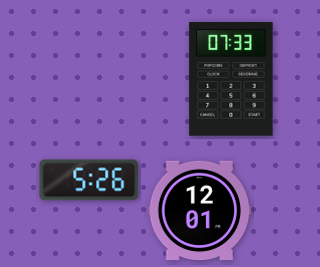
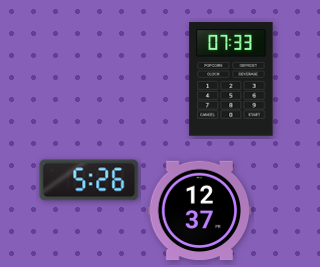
clock at (200, 211): 12:01 -> 12:37
